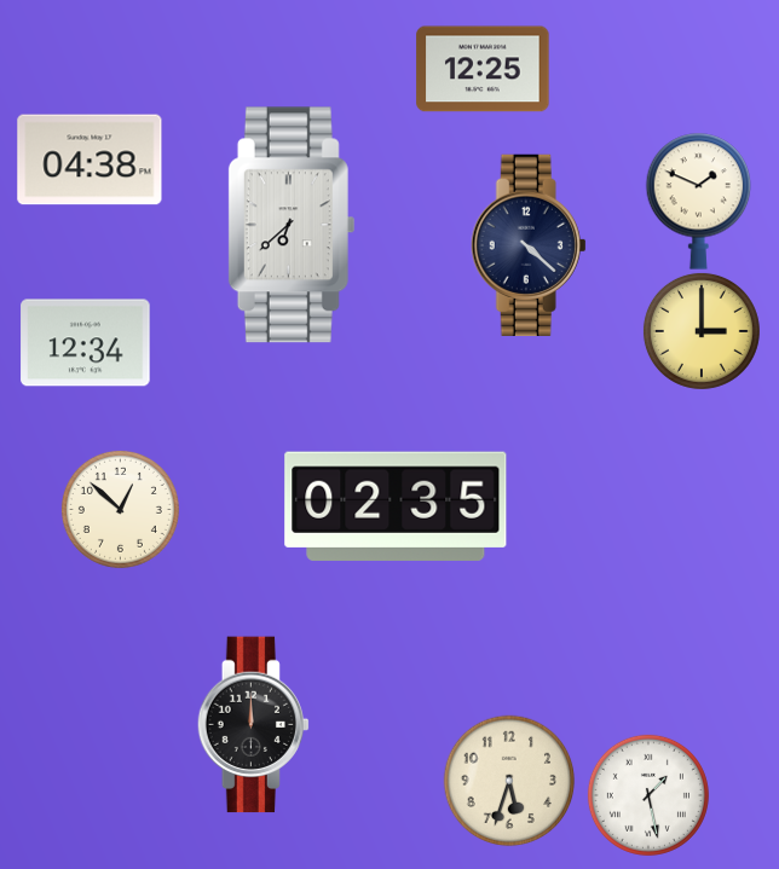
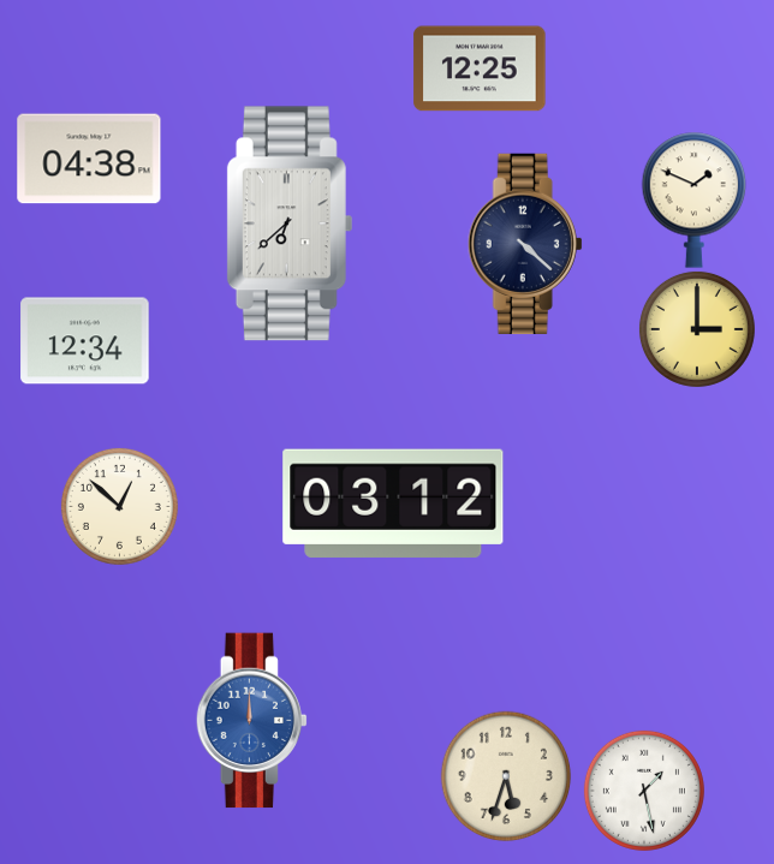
clock at (396, 506): 02:35 -> 03:12
clock at (253, 725) dial: black -> blue
